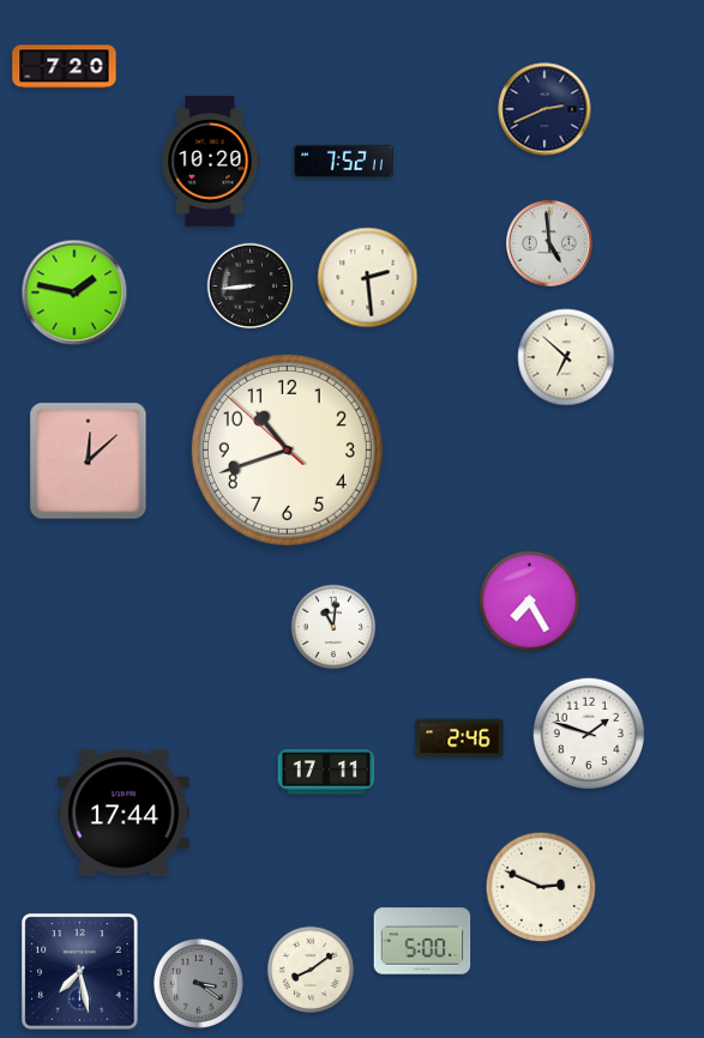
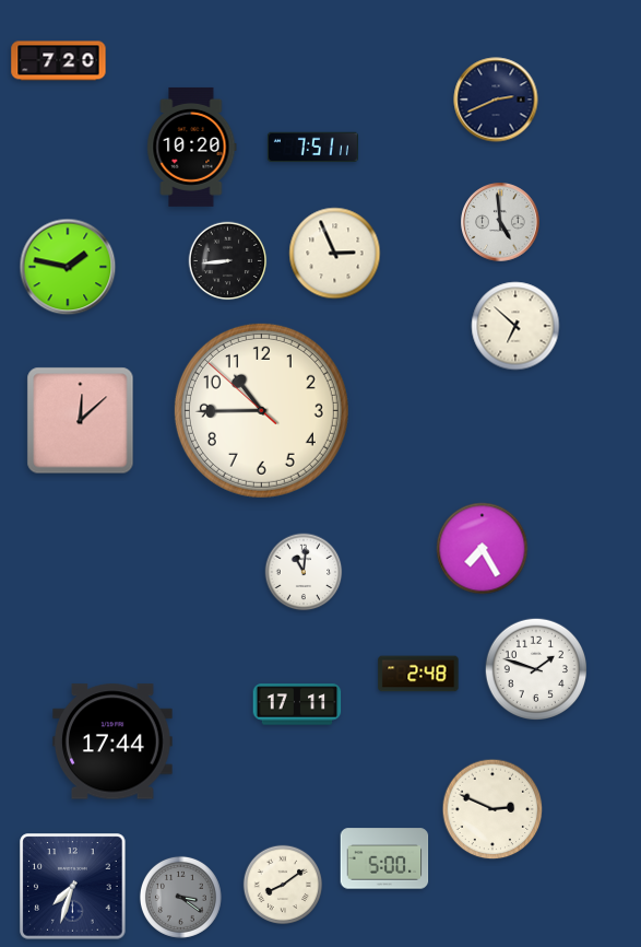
clock at (343, 162): 7:52 -> 7:51
clock at (368, 278): 2:29 -> 2:56
clock at (287, 449): 10:41 -> 10:44
clock at (459, 738): 2:46 -> 2:48
clock at (80, 972): 7:28 -> 7:33
